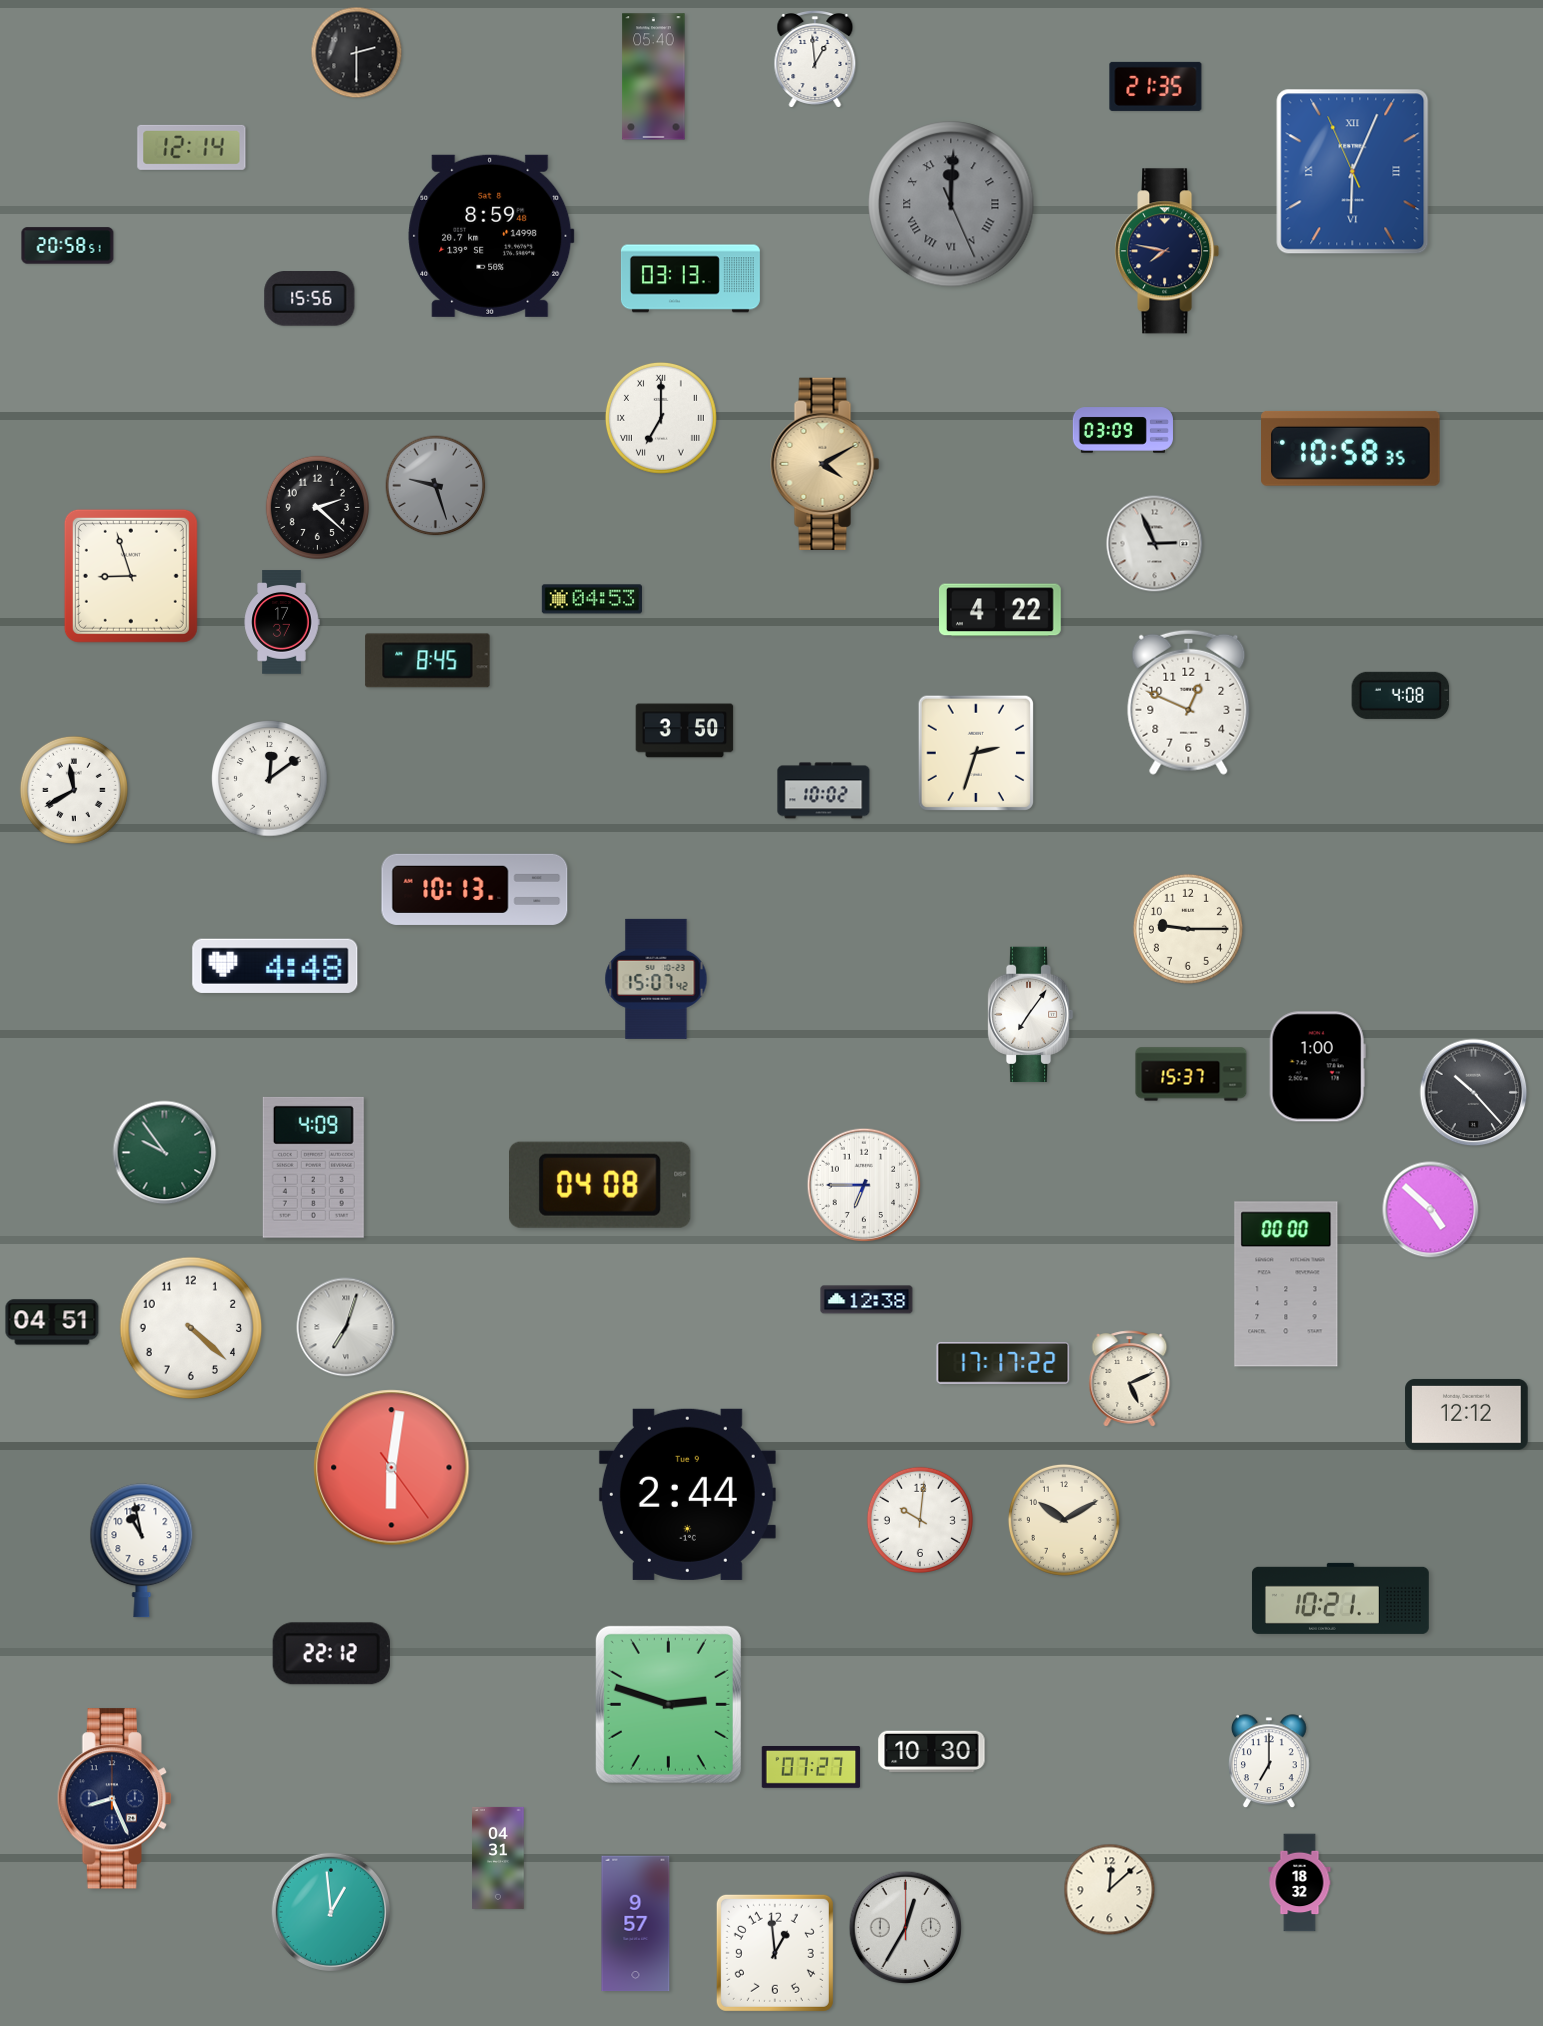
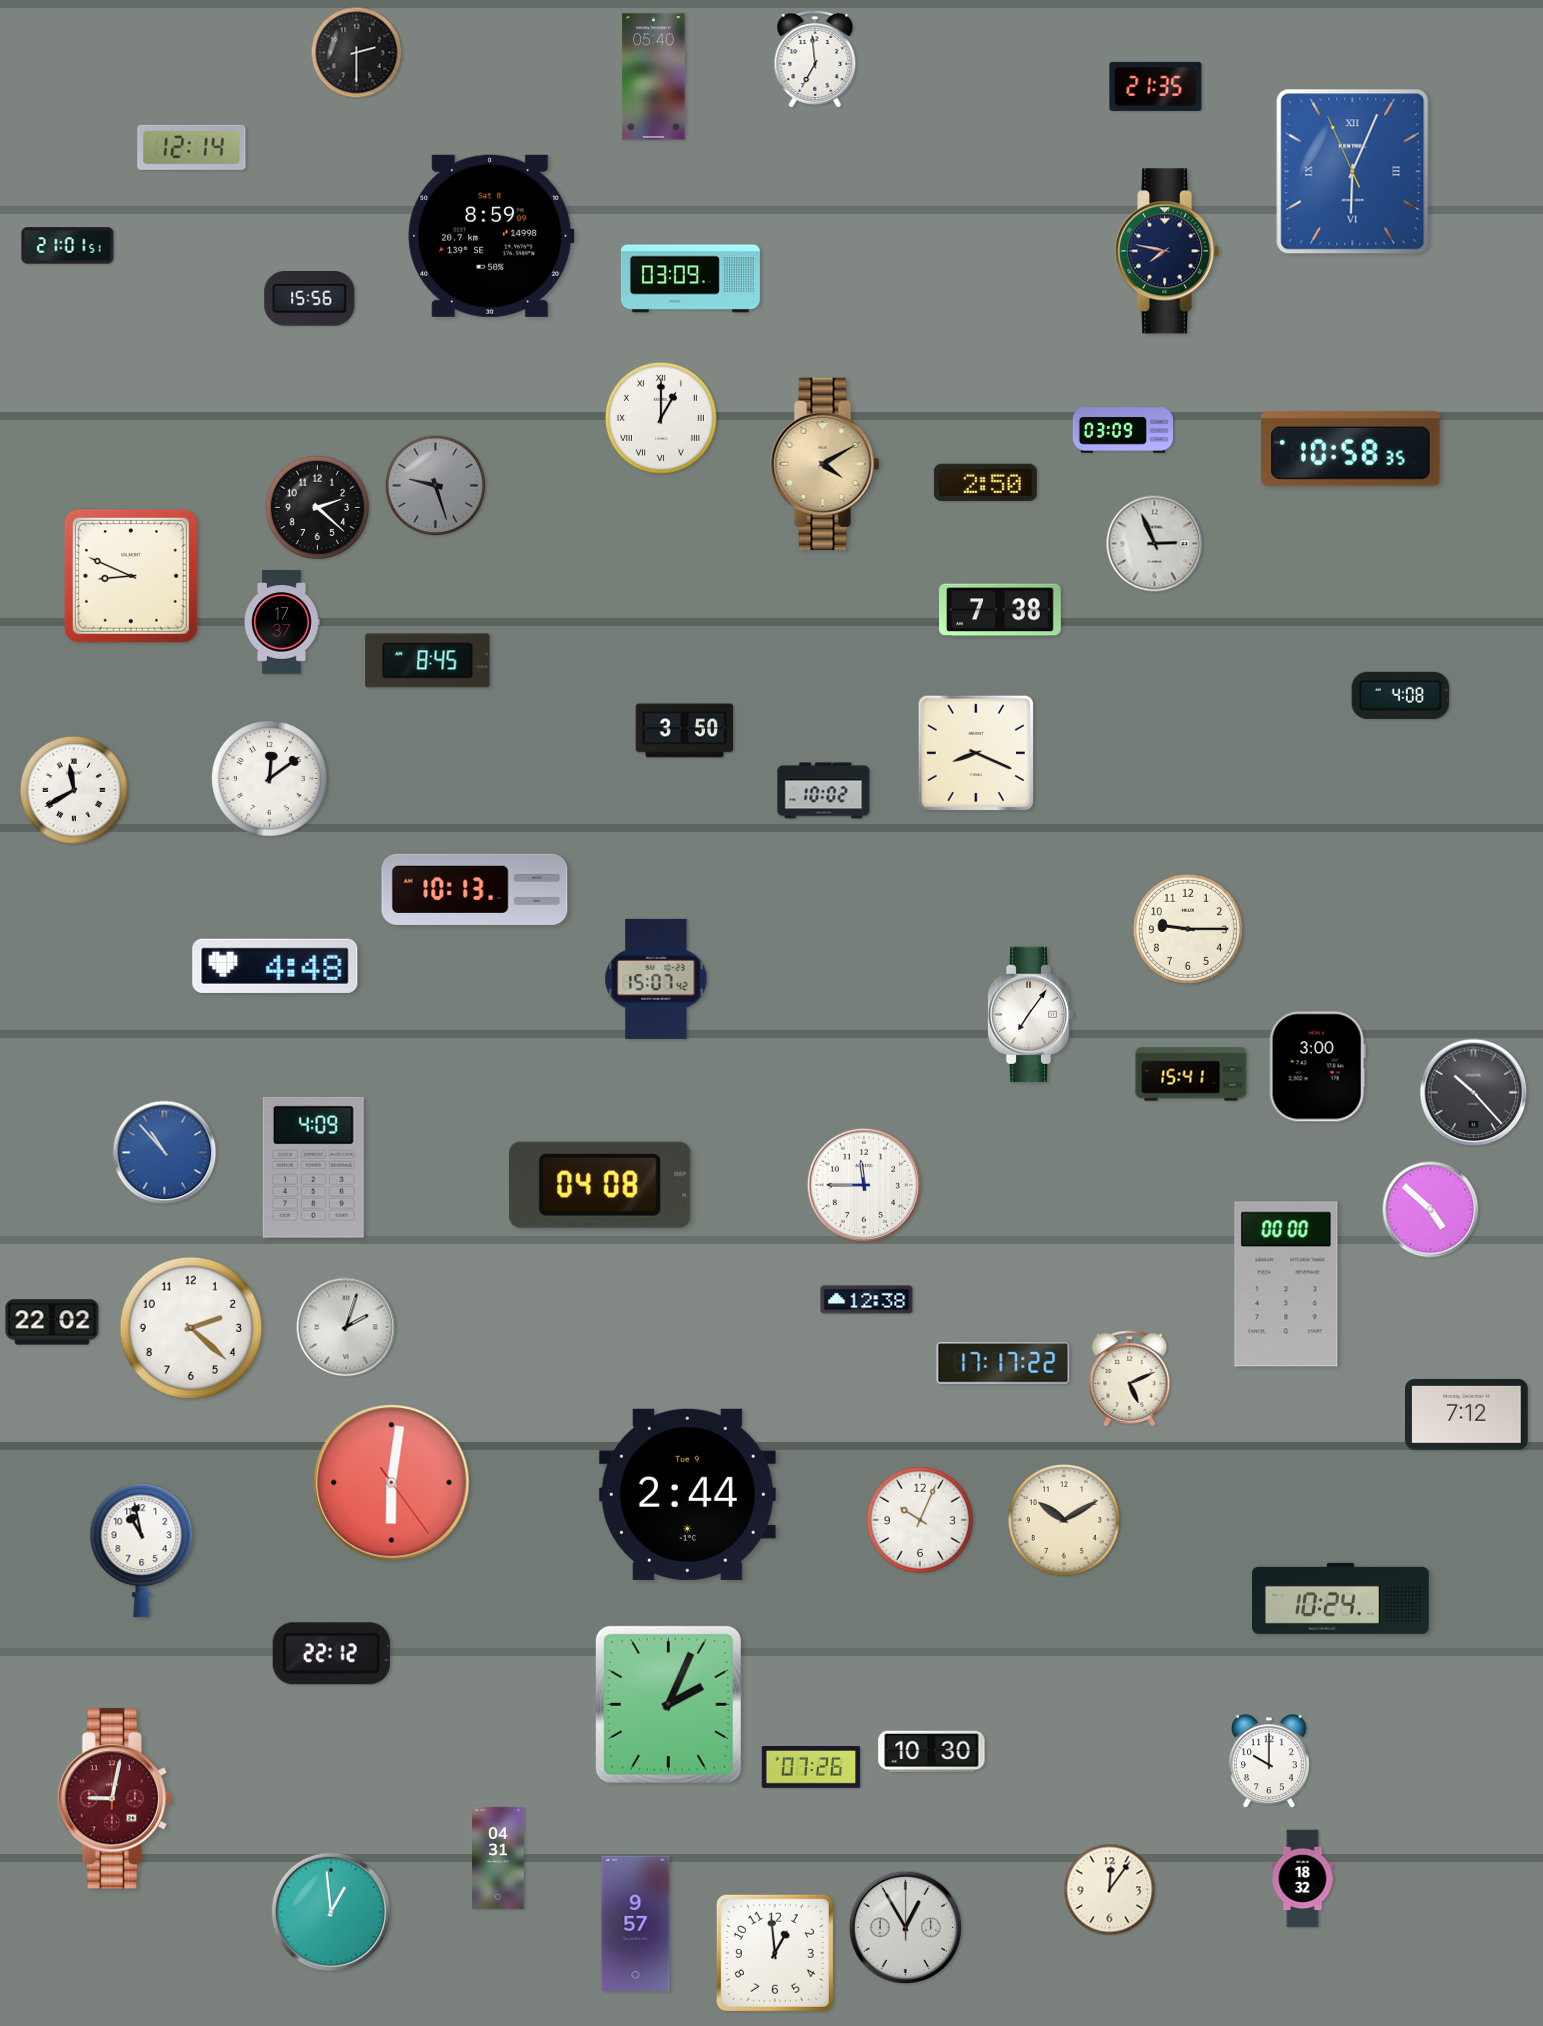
clock at (815, 60): 12:59 -> 6:59
clock at (951, 204): 12:00 -> none
clock at (491, 236): 8:59:48 -> 8:59:09
clock at (68, 246): 20:58 -> 21:01
clock at (690, 279): 03:13 -> 03:09
clock at (661, 418): 7:00 -> 1:00
clock at (985, 482): none -> 2:50
clock at (131, 576): 8:57 -> 8:49
clock at (592, 599): 04:53 -> none
clock at (1001, 610): 4:22 -> 7:38
clock at (1189, 702): 12:49 -> none
clock at (975, 752): 2:33 -> 8:19
clock at (1317, 1067): 1:00 -> 3:00
clock at (1191, 1074): 15:37 -> 15:41
clock at (165, 1153): 9:54 -> 10:53
clock at (165, 1153) dial: green -> blue
clock at (864, 1185): 6:45 -> 11:45
clock at (52, 1322): 04:51 -> 22:02
clock at (346, 1327): 7:03 -> 2:03
clock at (191, 1328): 4:22 -> 2:22
clock at (1467, 1414): 12:12 -> 7:12
clock at (392, 1468) position: (392, 1468) -> (392, 1483)
clock at (920, 1520): 10:01 -> 10:04
clock at (1340, 1598): 10:21 -> 10:24
clock at (668, 1704): 2:48 -> 2:04
clock at (1270, 1762): 7:00 -> 10:00
clock at (811, 1768): 07:27 -> 07:26
clock at (114, 1799): 8:26 -> 9:02
clock at (114, 1799) dial: navy -> burgundy
clock at (1300, 1883) position: (1300, 1883) -> (1303, 1879)
clock at (1110, 1890): 12:08 -> 12:06
clock at (906, 1928): 12:35 -> 12:55
